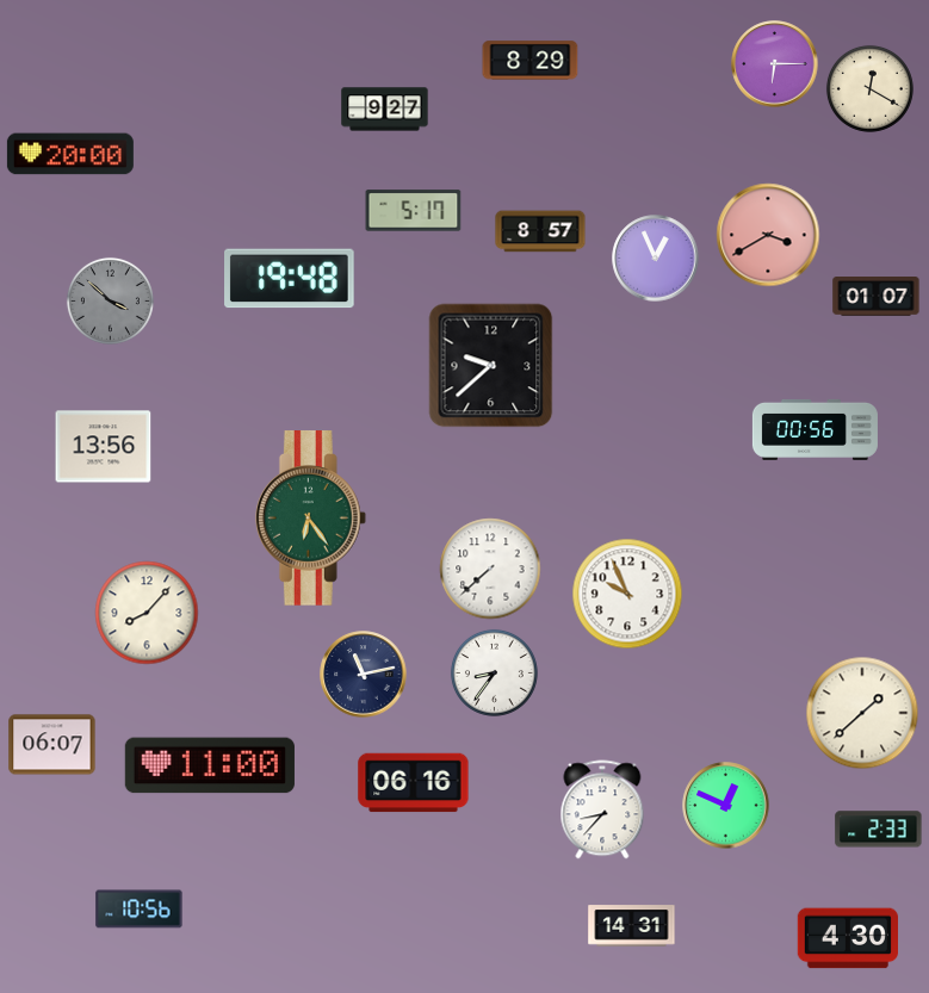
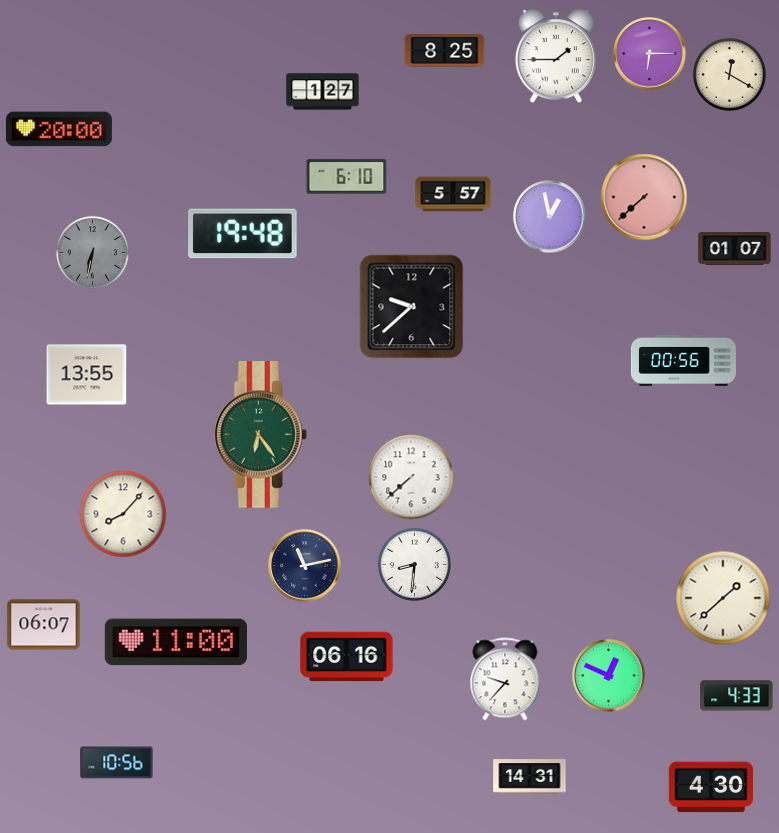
clock at (531, 61): 8:29 -> 8:25
clock at (556, 57): none -> 1:45
clock at (385, 110): 9:27 -> 1:27
clock at (414, 211): 5:17 -> 6:10
clock at (540, 231): 8:57 -> 5:57
clock at (768, 235): 3:40 -> 7:38
clock at (656, 259): 12:56 -> 12:58
clock at (110, 300): 3:52 -> 6:32
clock at (104, 447): 13:56 -> 13:55
clock at (627, 594): 9:56 -> none
clock at (494, 672): 8:36 -> 8:31
clock at (602, 809): 8:37 -> 9:37
clock at (879, 830): 2:33 -> 4:33
